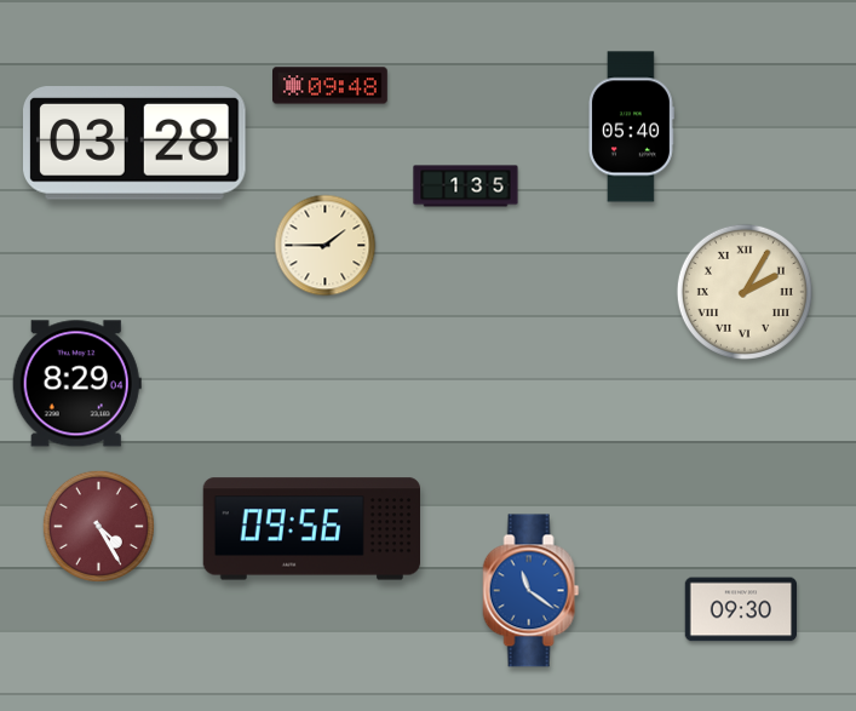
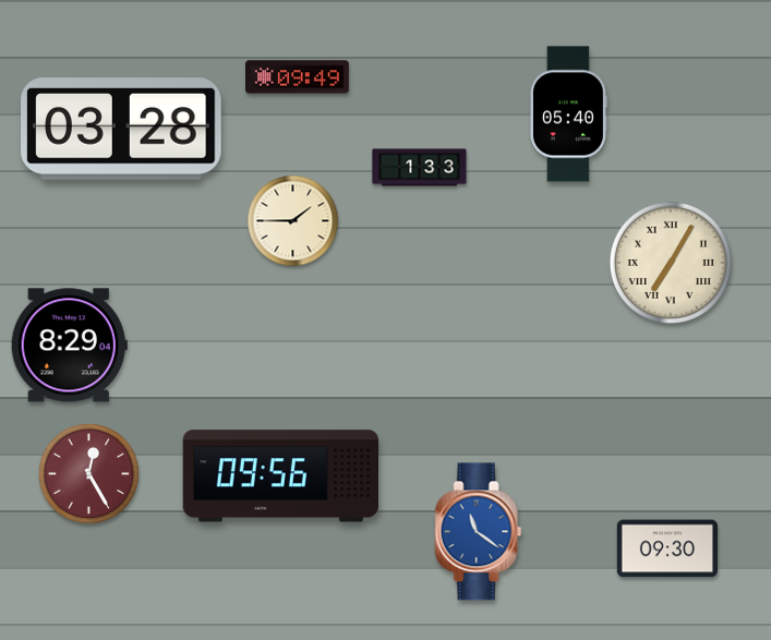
clock at (331, 86): 09:48 -> 09:49
clock at (466, 187): 1:35 -> 1:33
clock at (745, 292): 2:05 -> 7:05
clock at (98, 526): 4:25 -> 12:25
